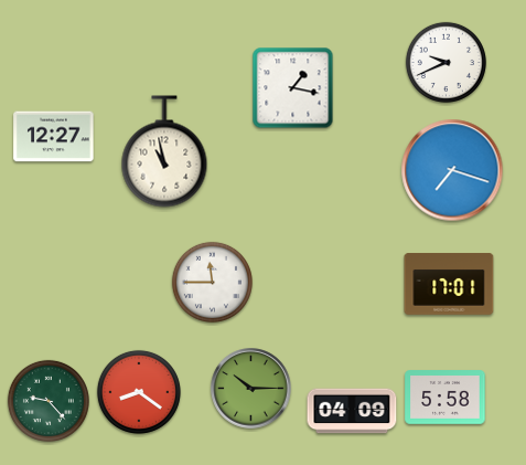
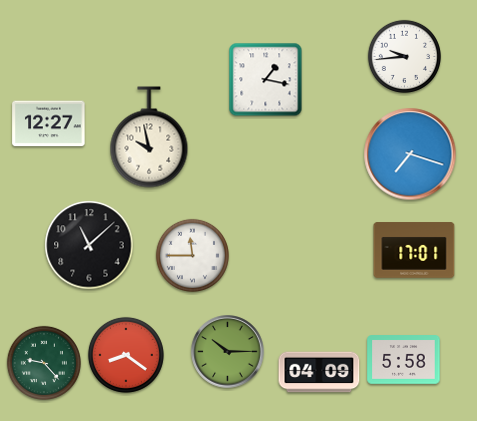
clock at (446, 62): 9:41 -> 9:44
clock at (164, 151): 10:58 -> 9:58
clock at (89, 245): none -> 11:08
clock at (449, 284) position: (449, 284) -> (414, 250)
